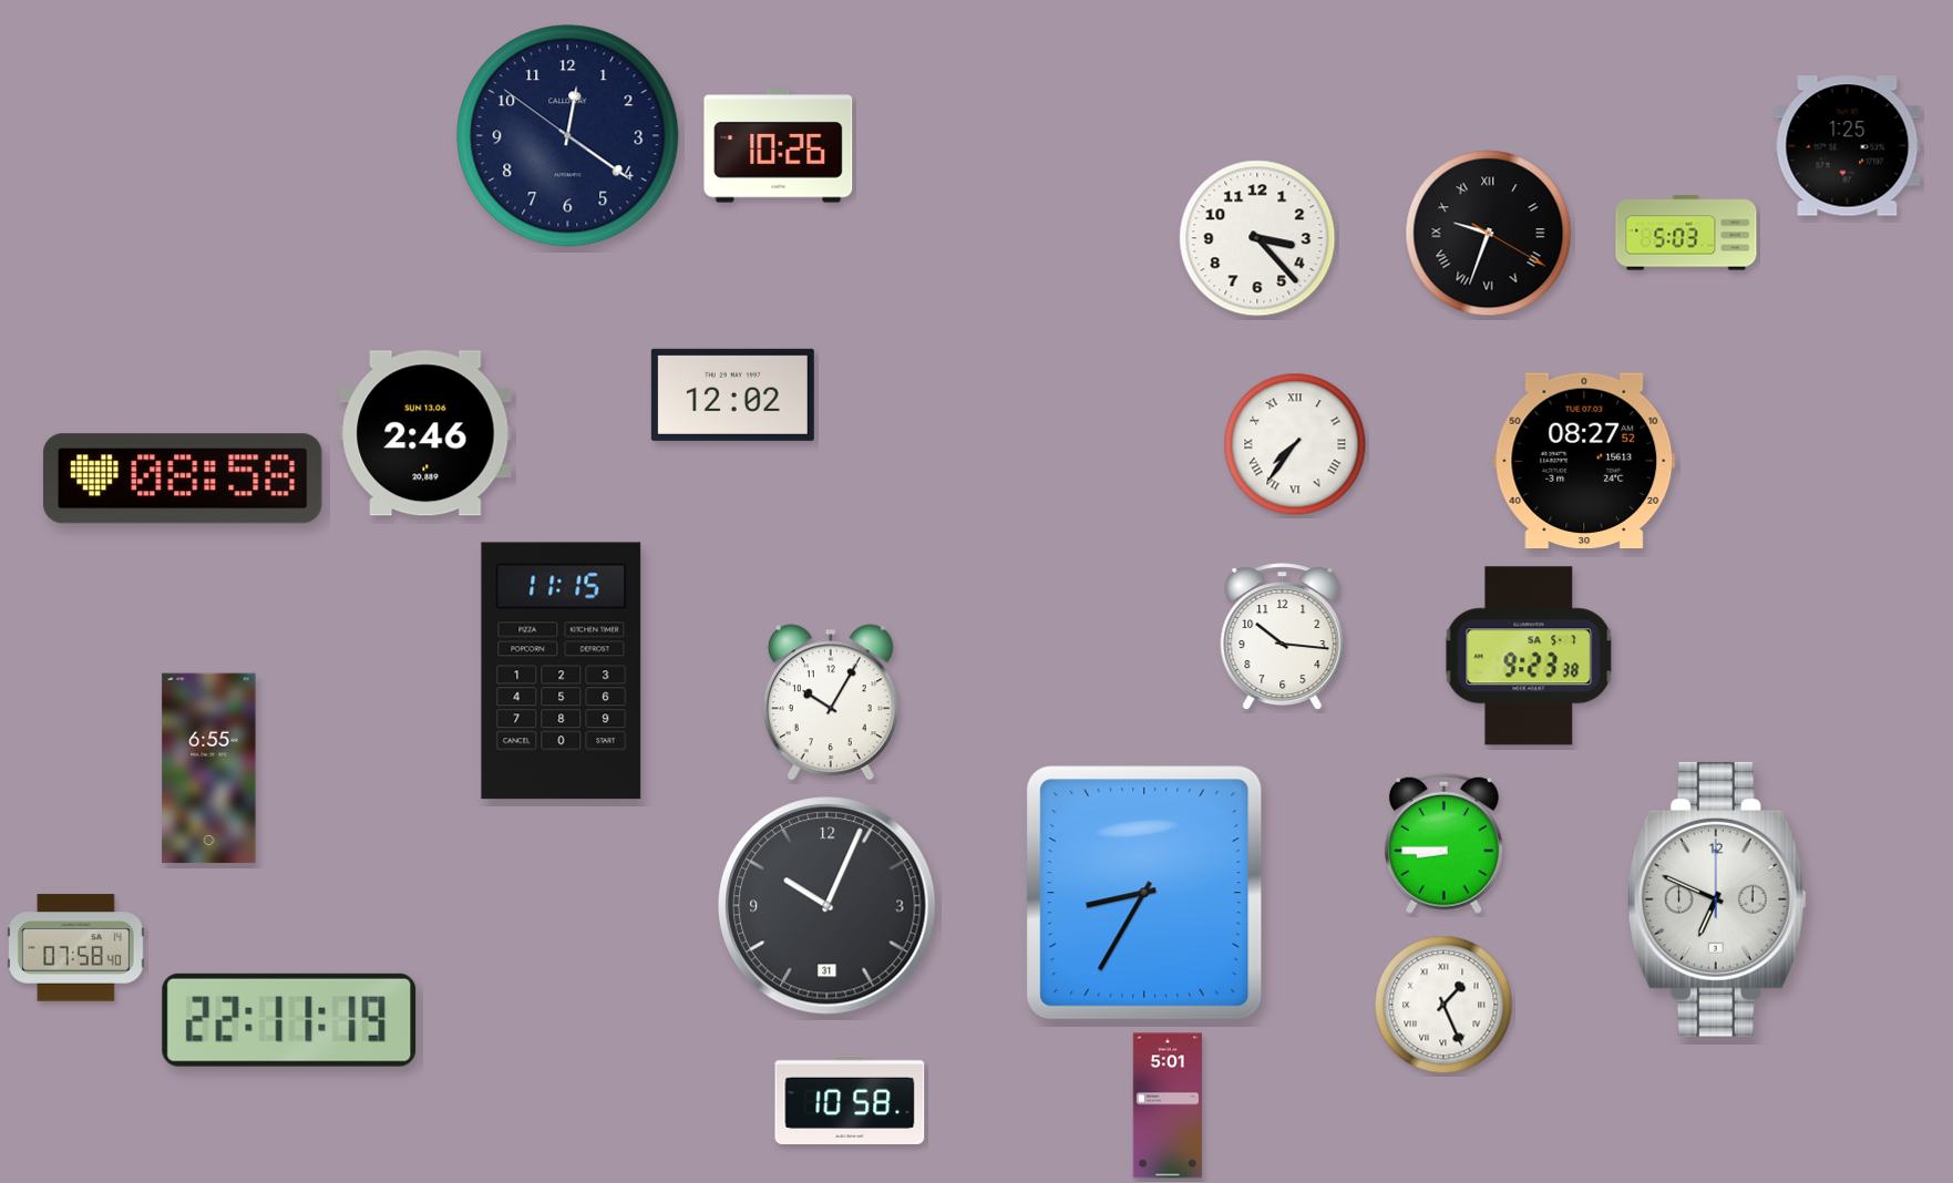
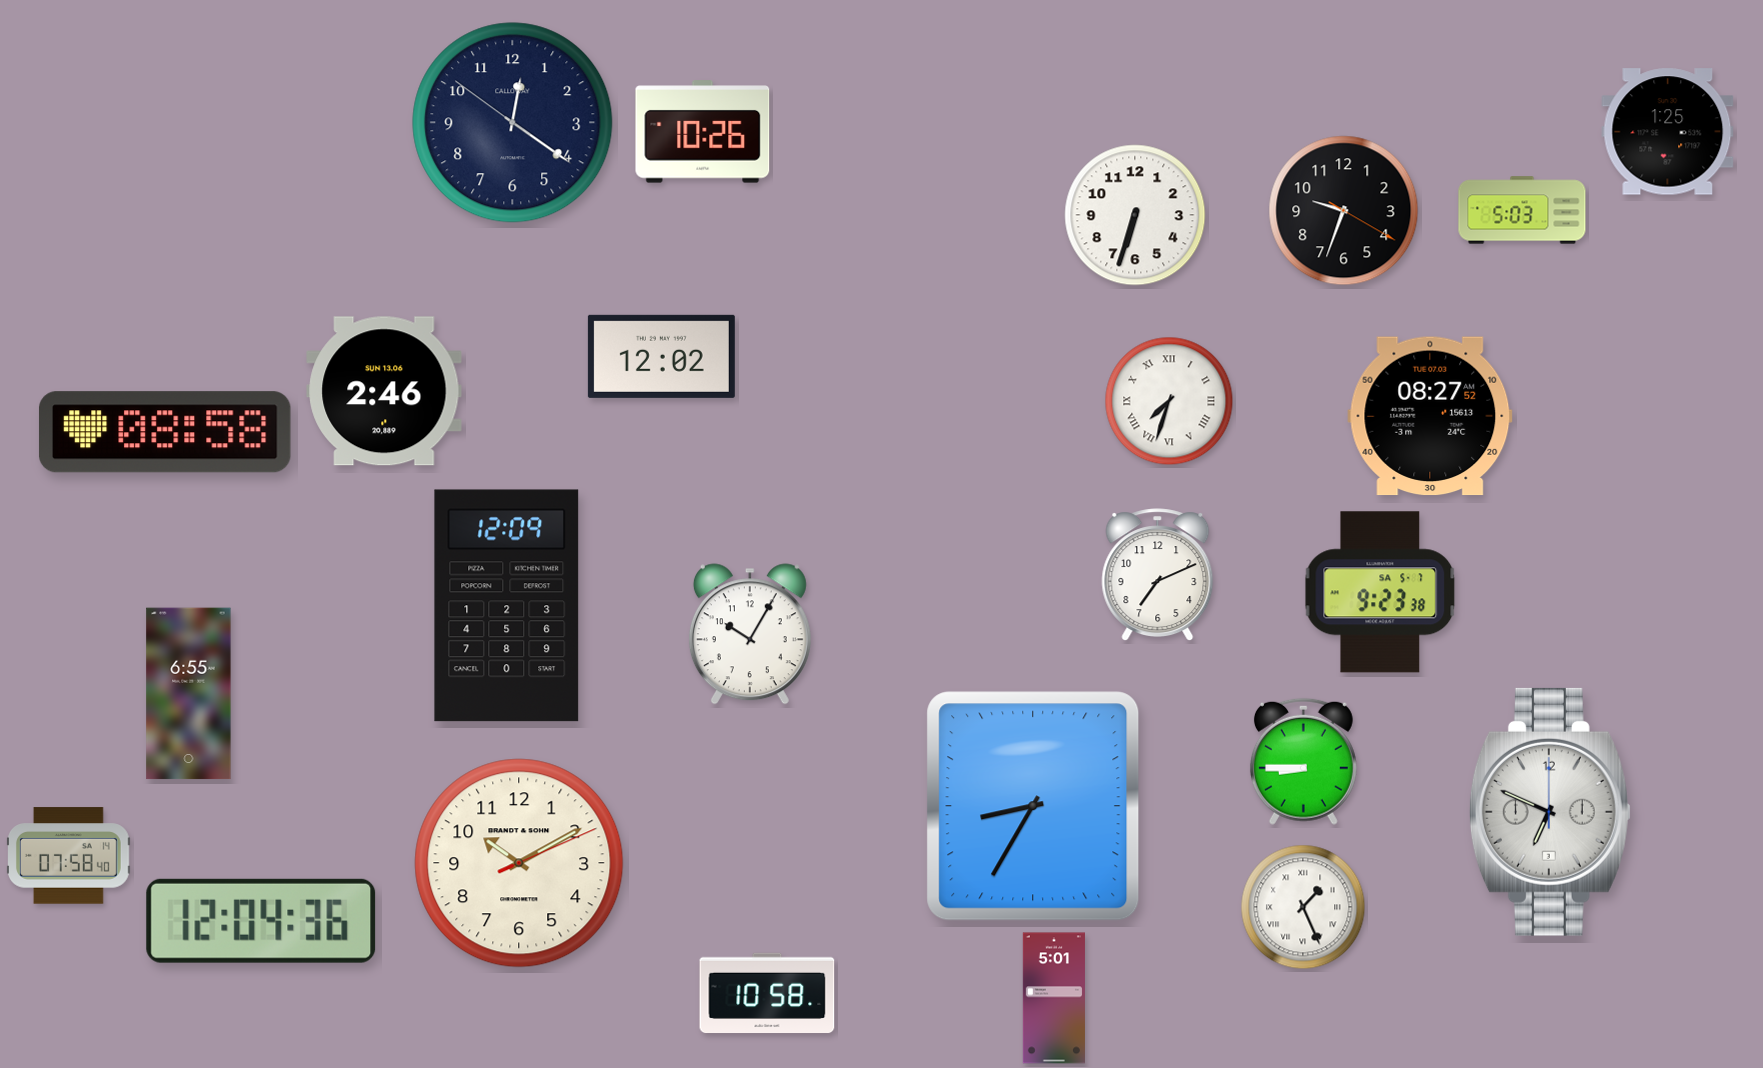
clock at (1489, 234) numerals: Roman -> Arabic
clock at (1257, 238): 3:23 -> 6:33
clock at (1295, 444): 7:36 -> 7:33
clock at (1283, 637): 10:16 -> 7:11
clock at (562, 671): 11:15 -> 12:09
clock at (828, 906): 10:04 -> none
clock at (519, 863): none -> 10:10
clock at (289, 1020): 22:11 -> 12:04
